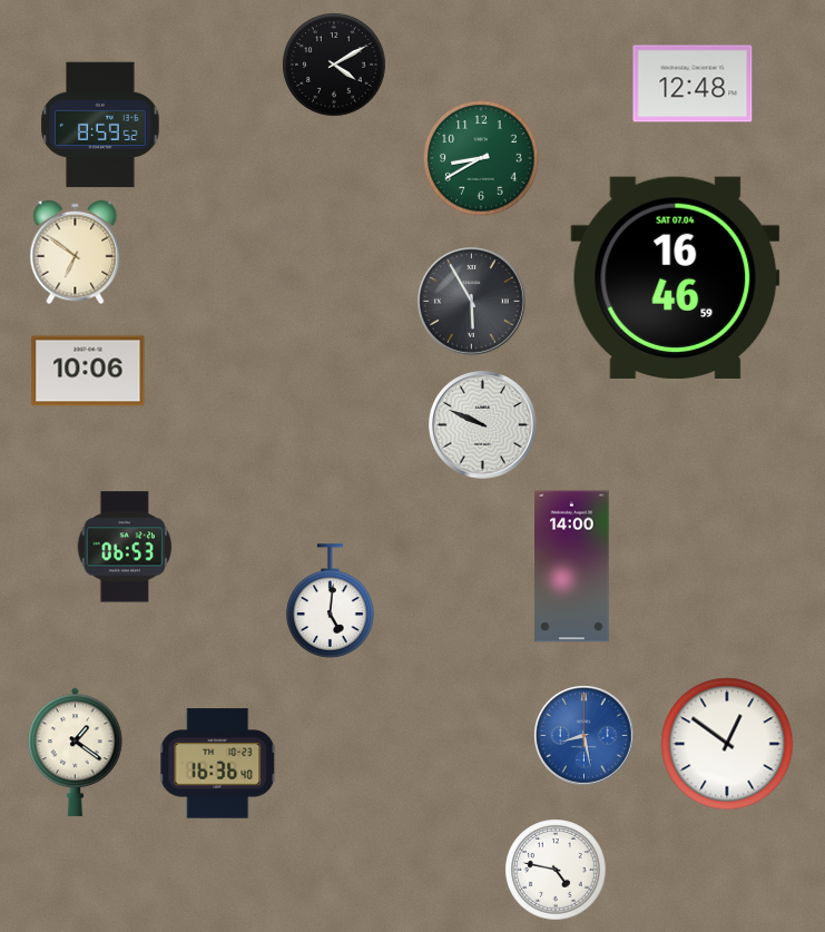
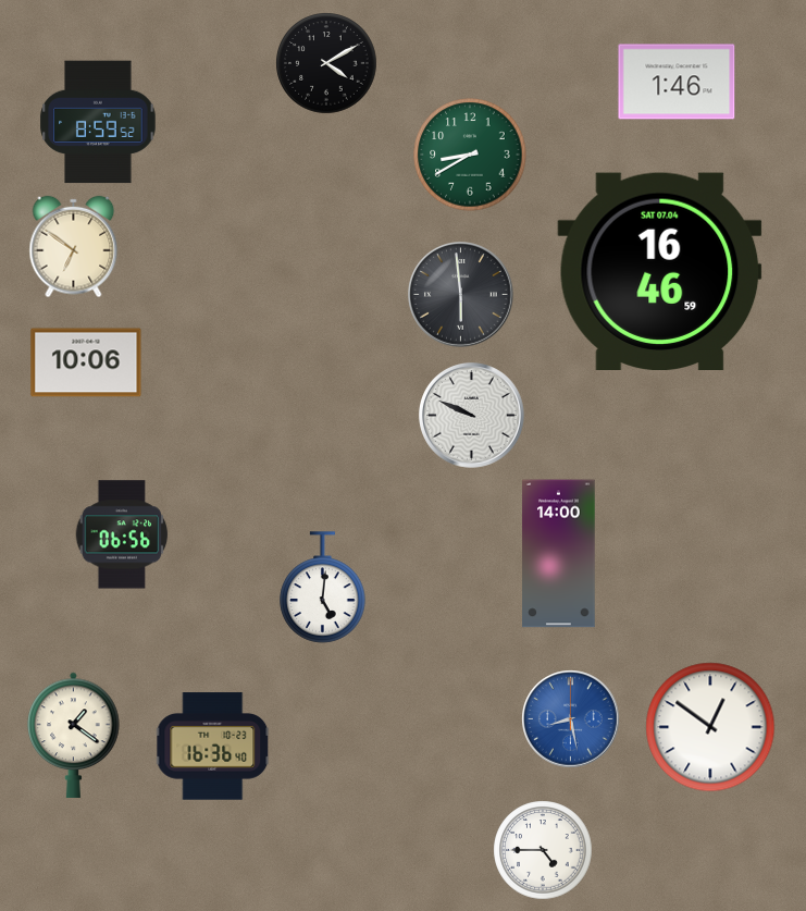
clock at (693, 84): 12:48 -> 1:46
clock at (472, 302): 5:55 -> 5:59
clock at (125, 547): 06:53 -> 06:56
clock at (556, 870): 4:47 -> 4:45
